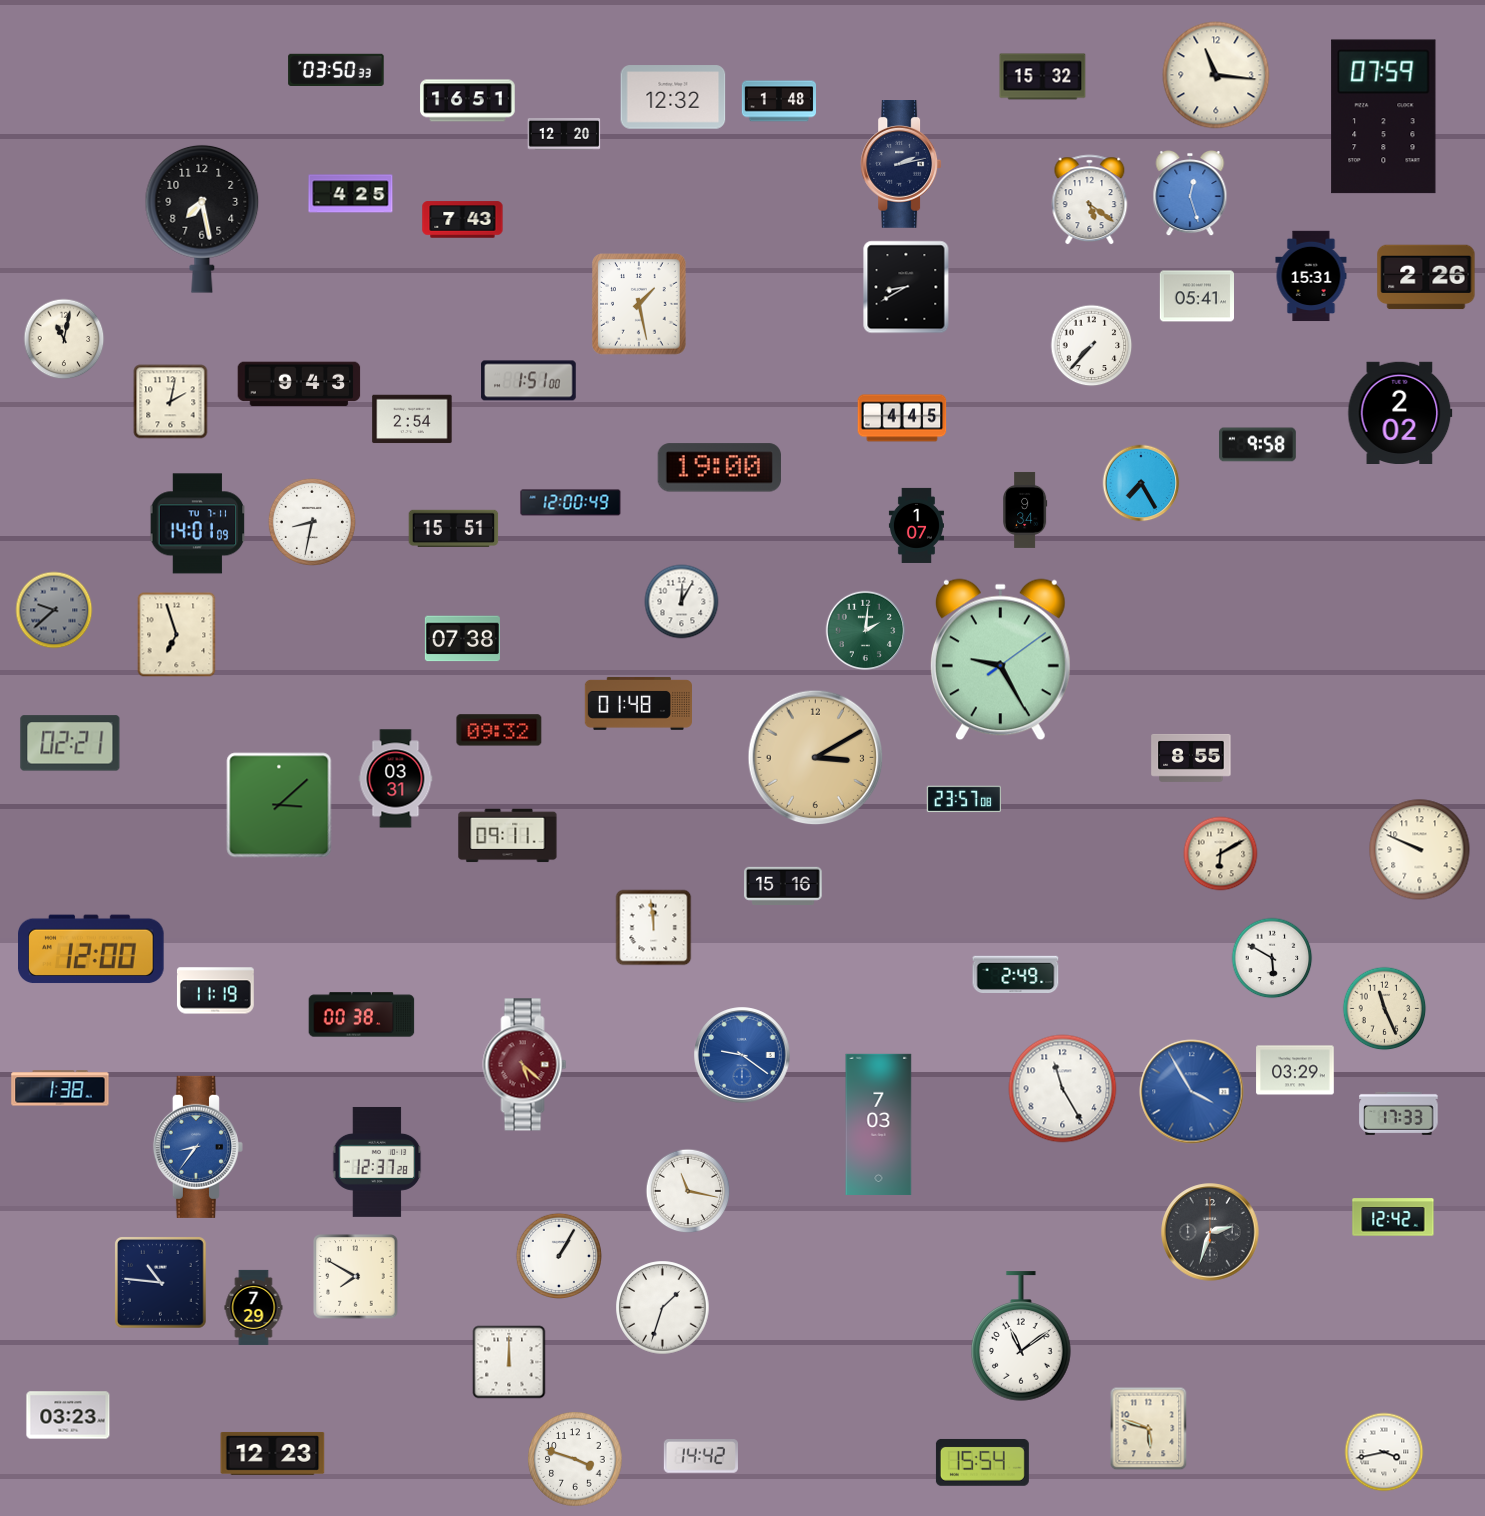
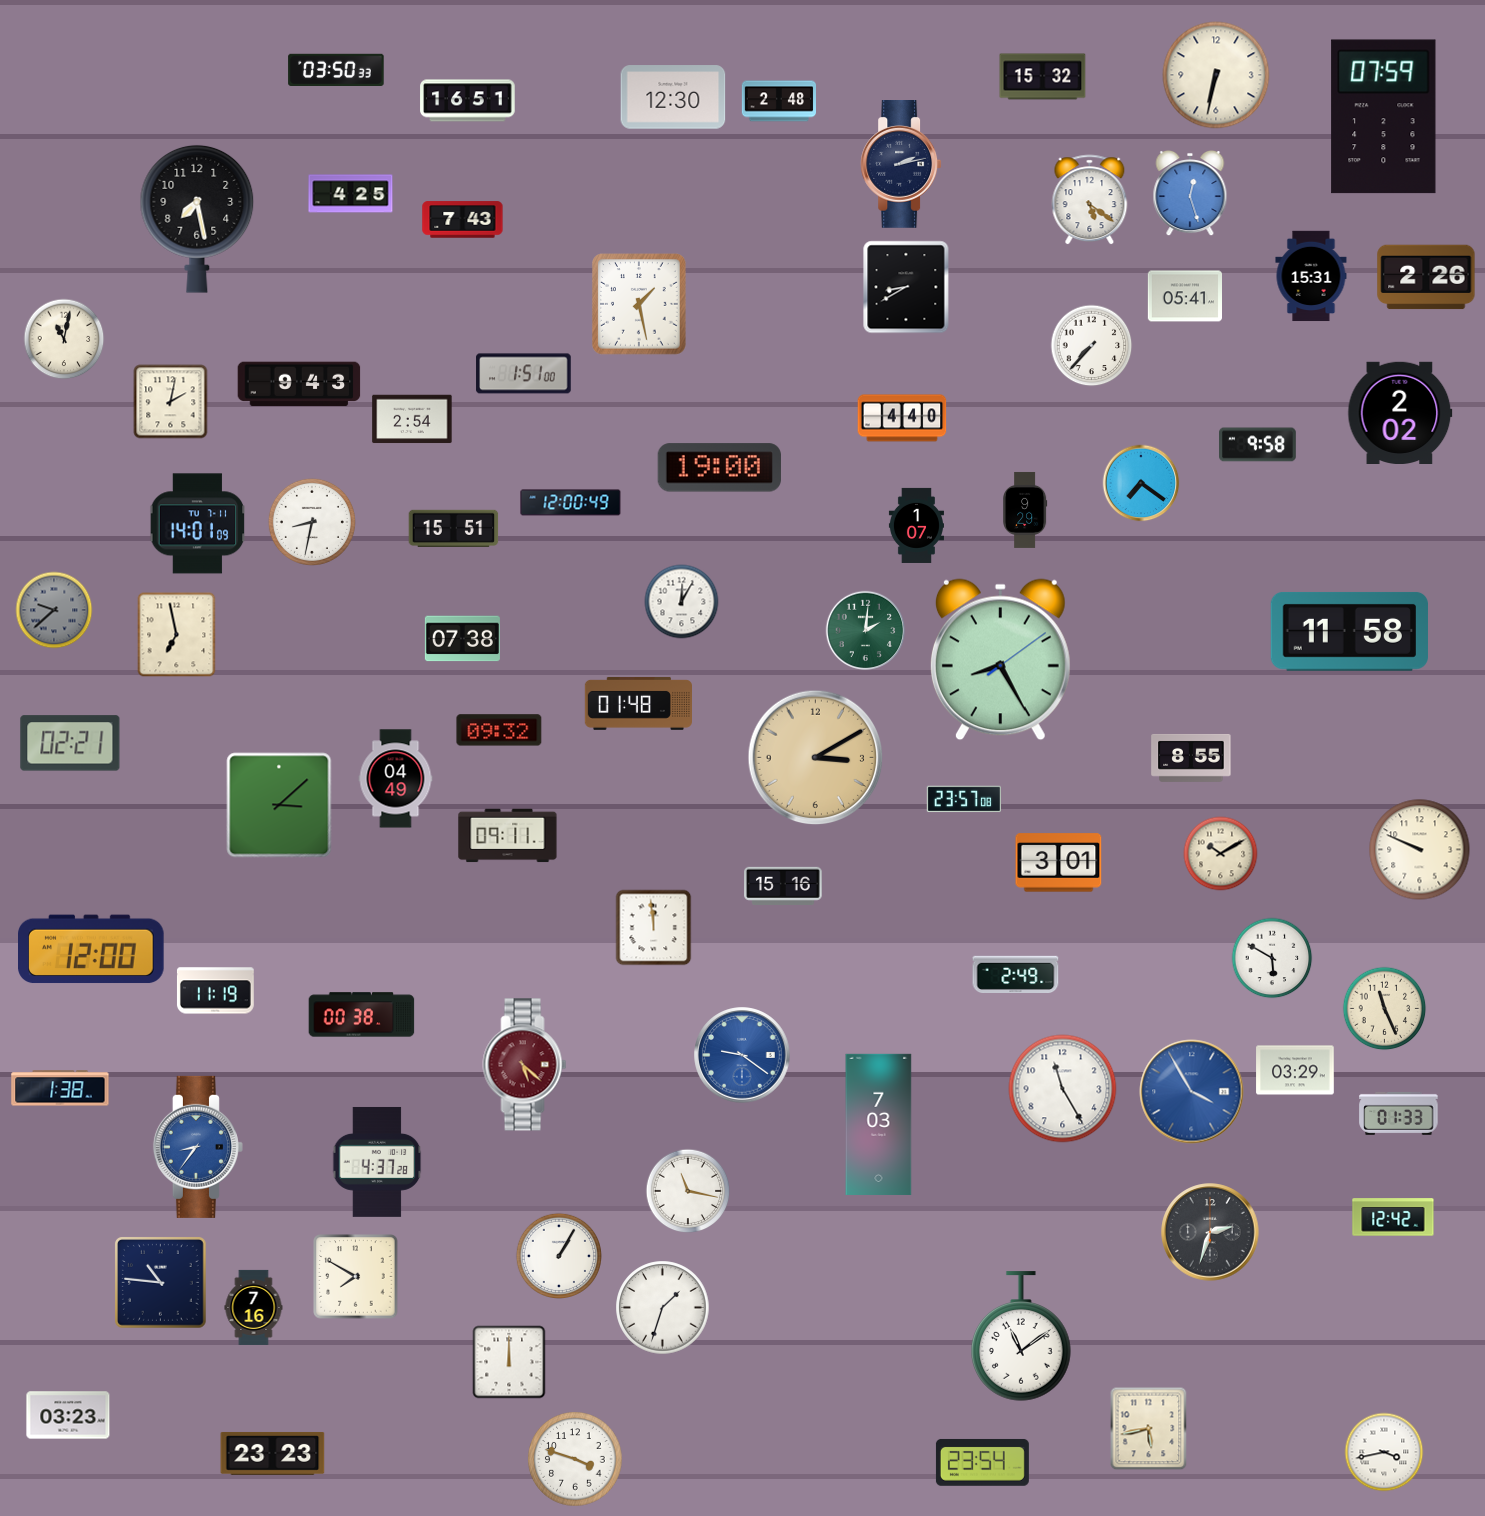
clock at (1216, 75): 11:16 -> 6:32
clock at (673, 97): 12:32 -> 12:30
clock at (778, 101): 1:48 -> 2:48
clock at (564, 134): 12:20 -> none
clock at (202, 219) position: (202, 219) -> (197, 219)
clock at (1196, 296) position: (1196, 296) -> (1184, 296)
clock at (529, 381) position: (529, 381) -> (524, 374)
clock at (902, 418): 4:45 -> 4:40
clock at (1141, 483): 7:25 -> 7:21
clock at (1025, 510): 9:34 -> 9:29
clock at (1349, 631): none -> 11:58
clock at (177, 635): 6:57 -> 6:58
clock at (1000, 660): 9:25 -> 8:25
clock at (396, 779): 03:31 -> 04:49
clock at (1221, 854): 6:10 -> 10:10
clock at (1059, 863): none -> 3:01
clock at (1399, 1113): 17:33 -> 01:33
clock at (377, 1162): 12:37 -> 4:37
clock at (254, 1307): 7:29 -> 7:16
clock at (1149, 1429): 5:48 -> 5:43
clock at (273, 1453): 12:23 -> 23:23
clock at (701, 1457): 14:42 -> none
clock at (982, 1462): 15:54 -> 23:54
